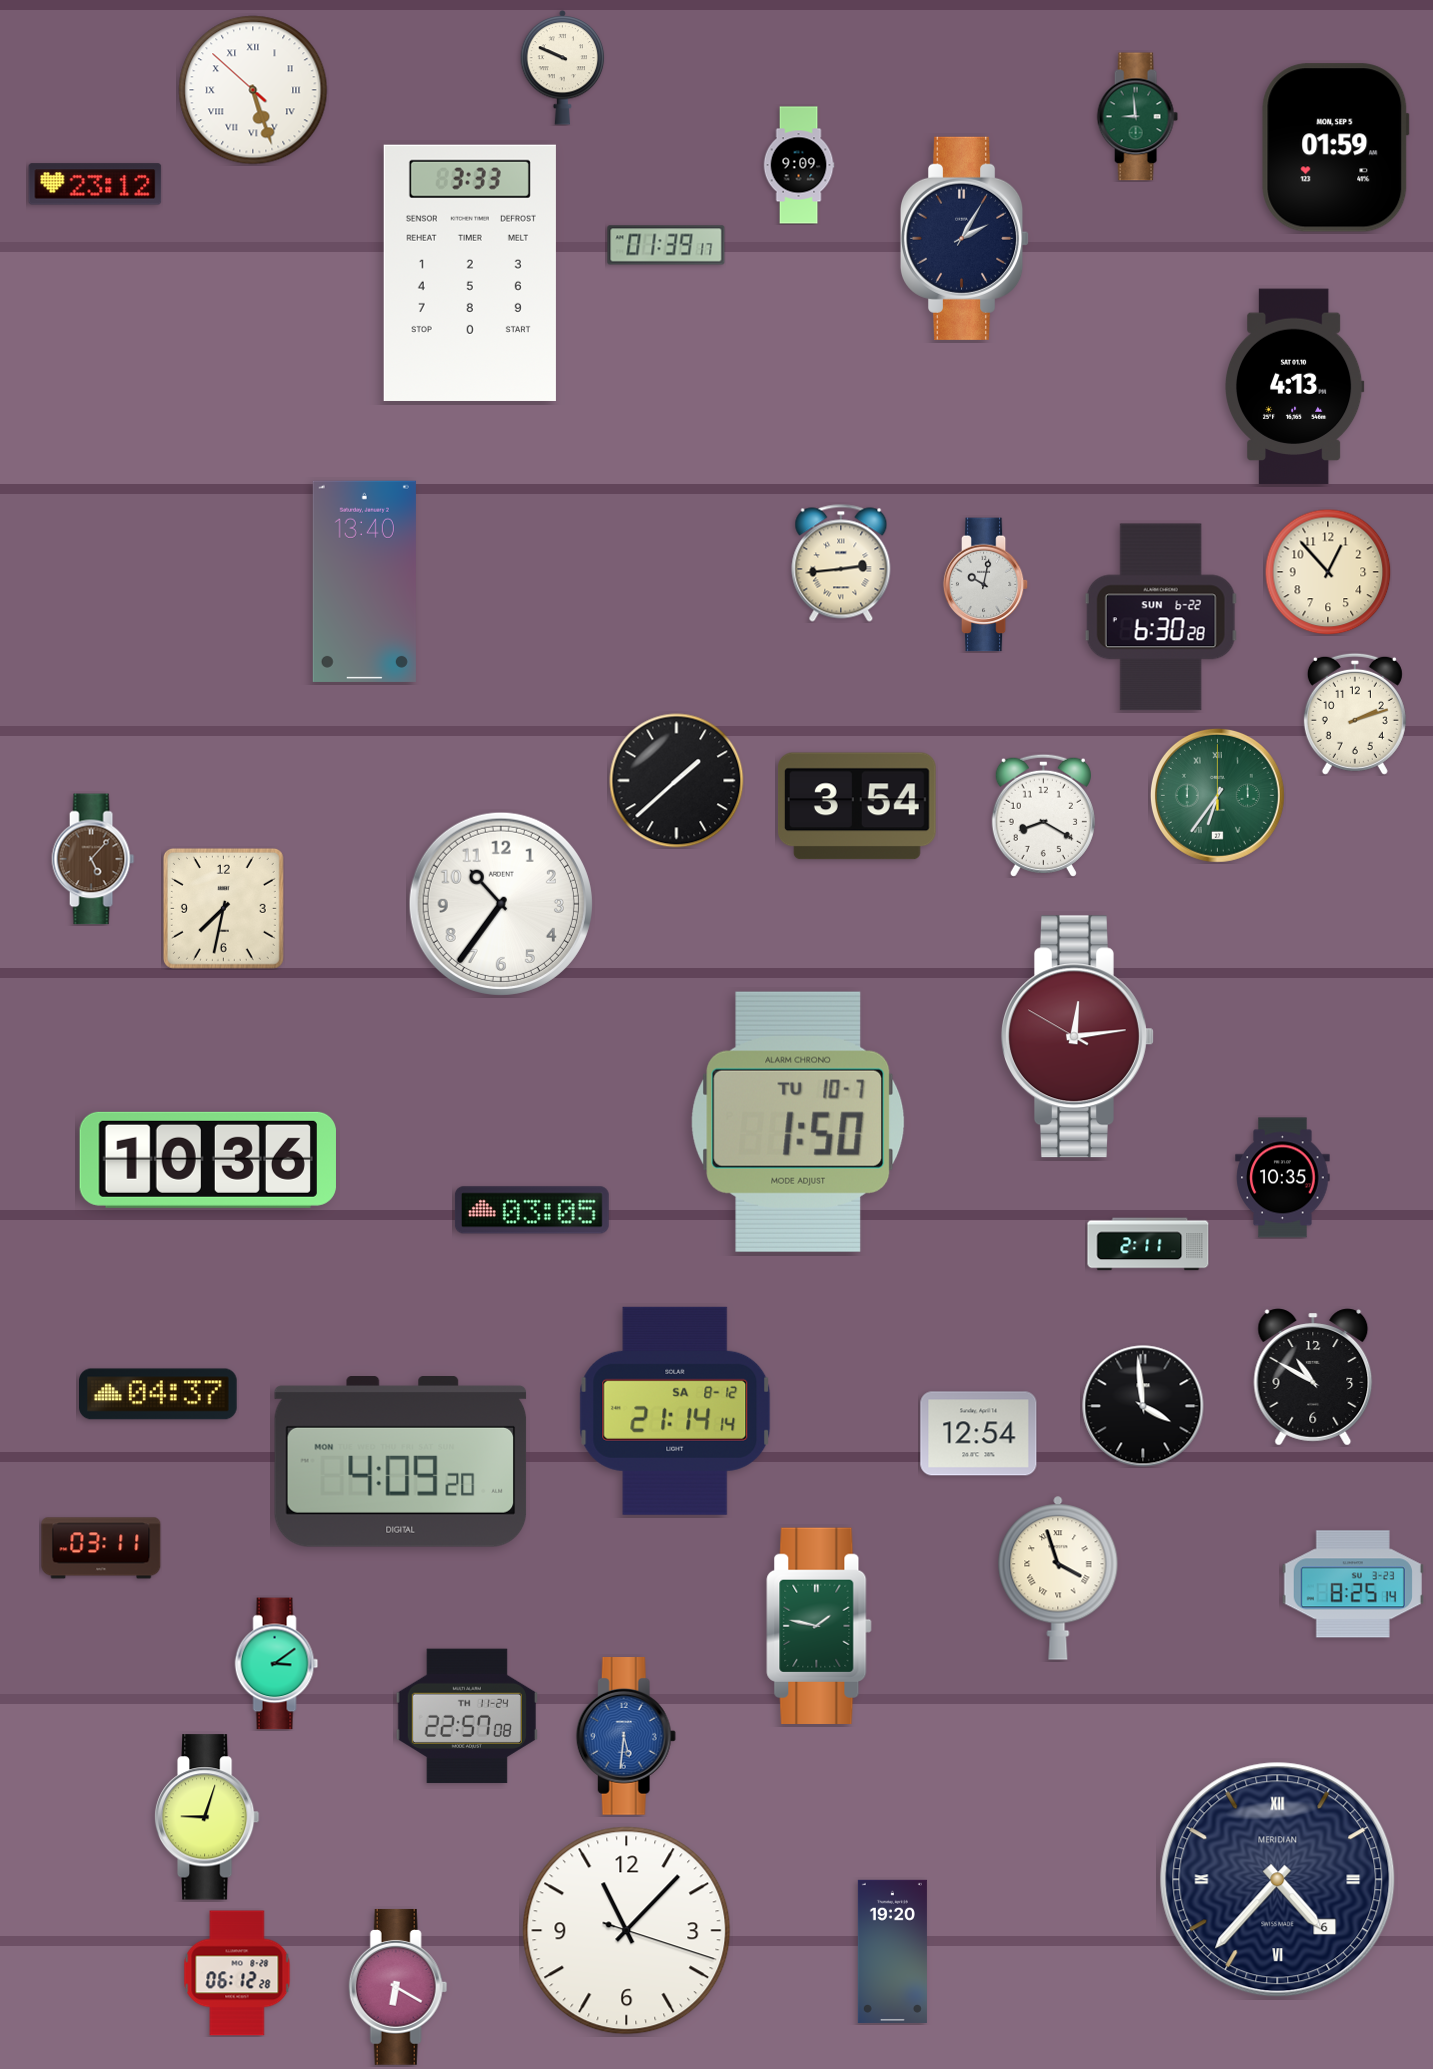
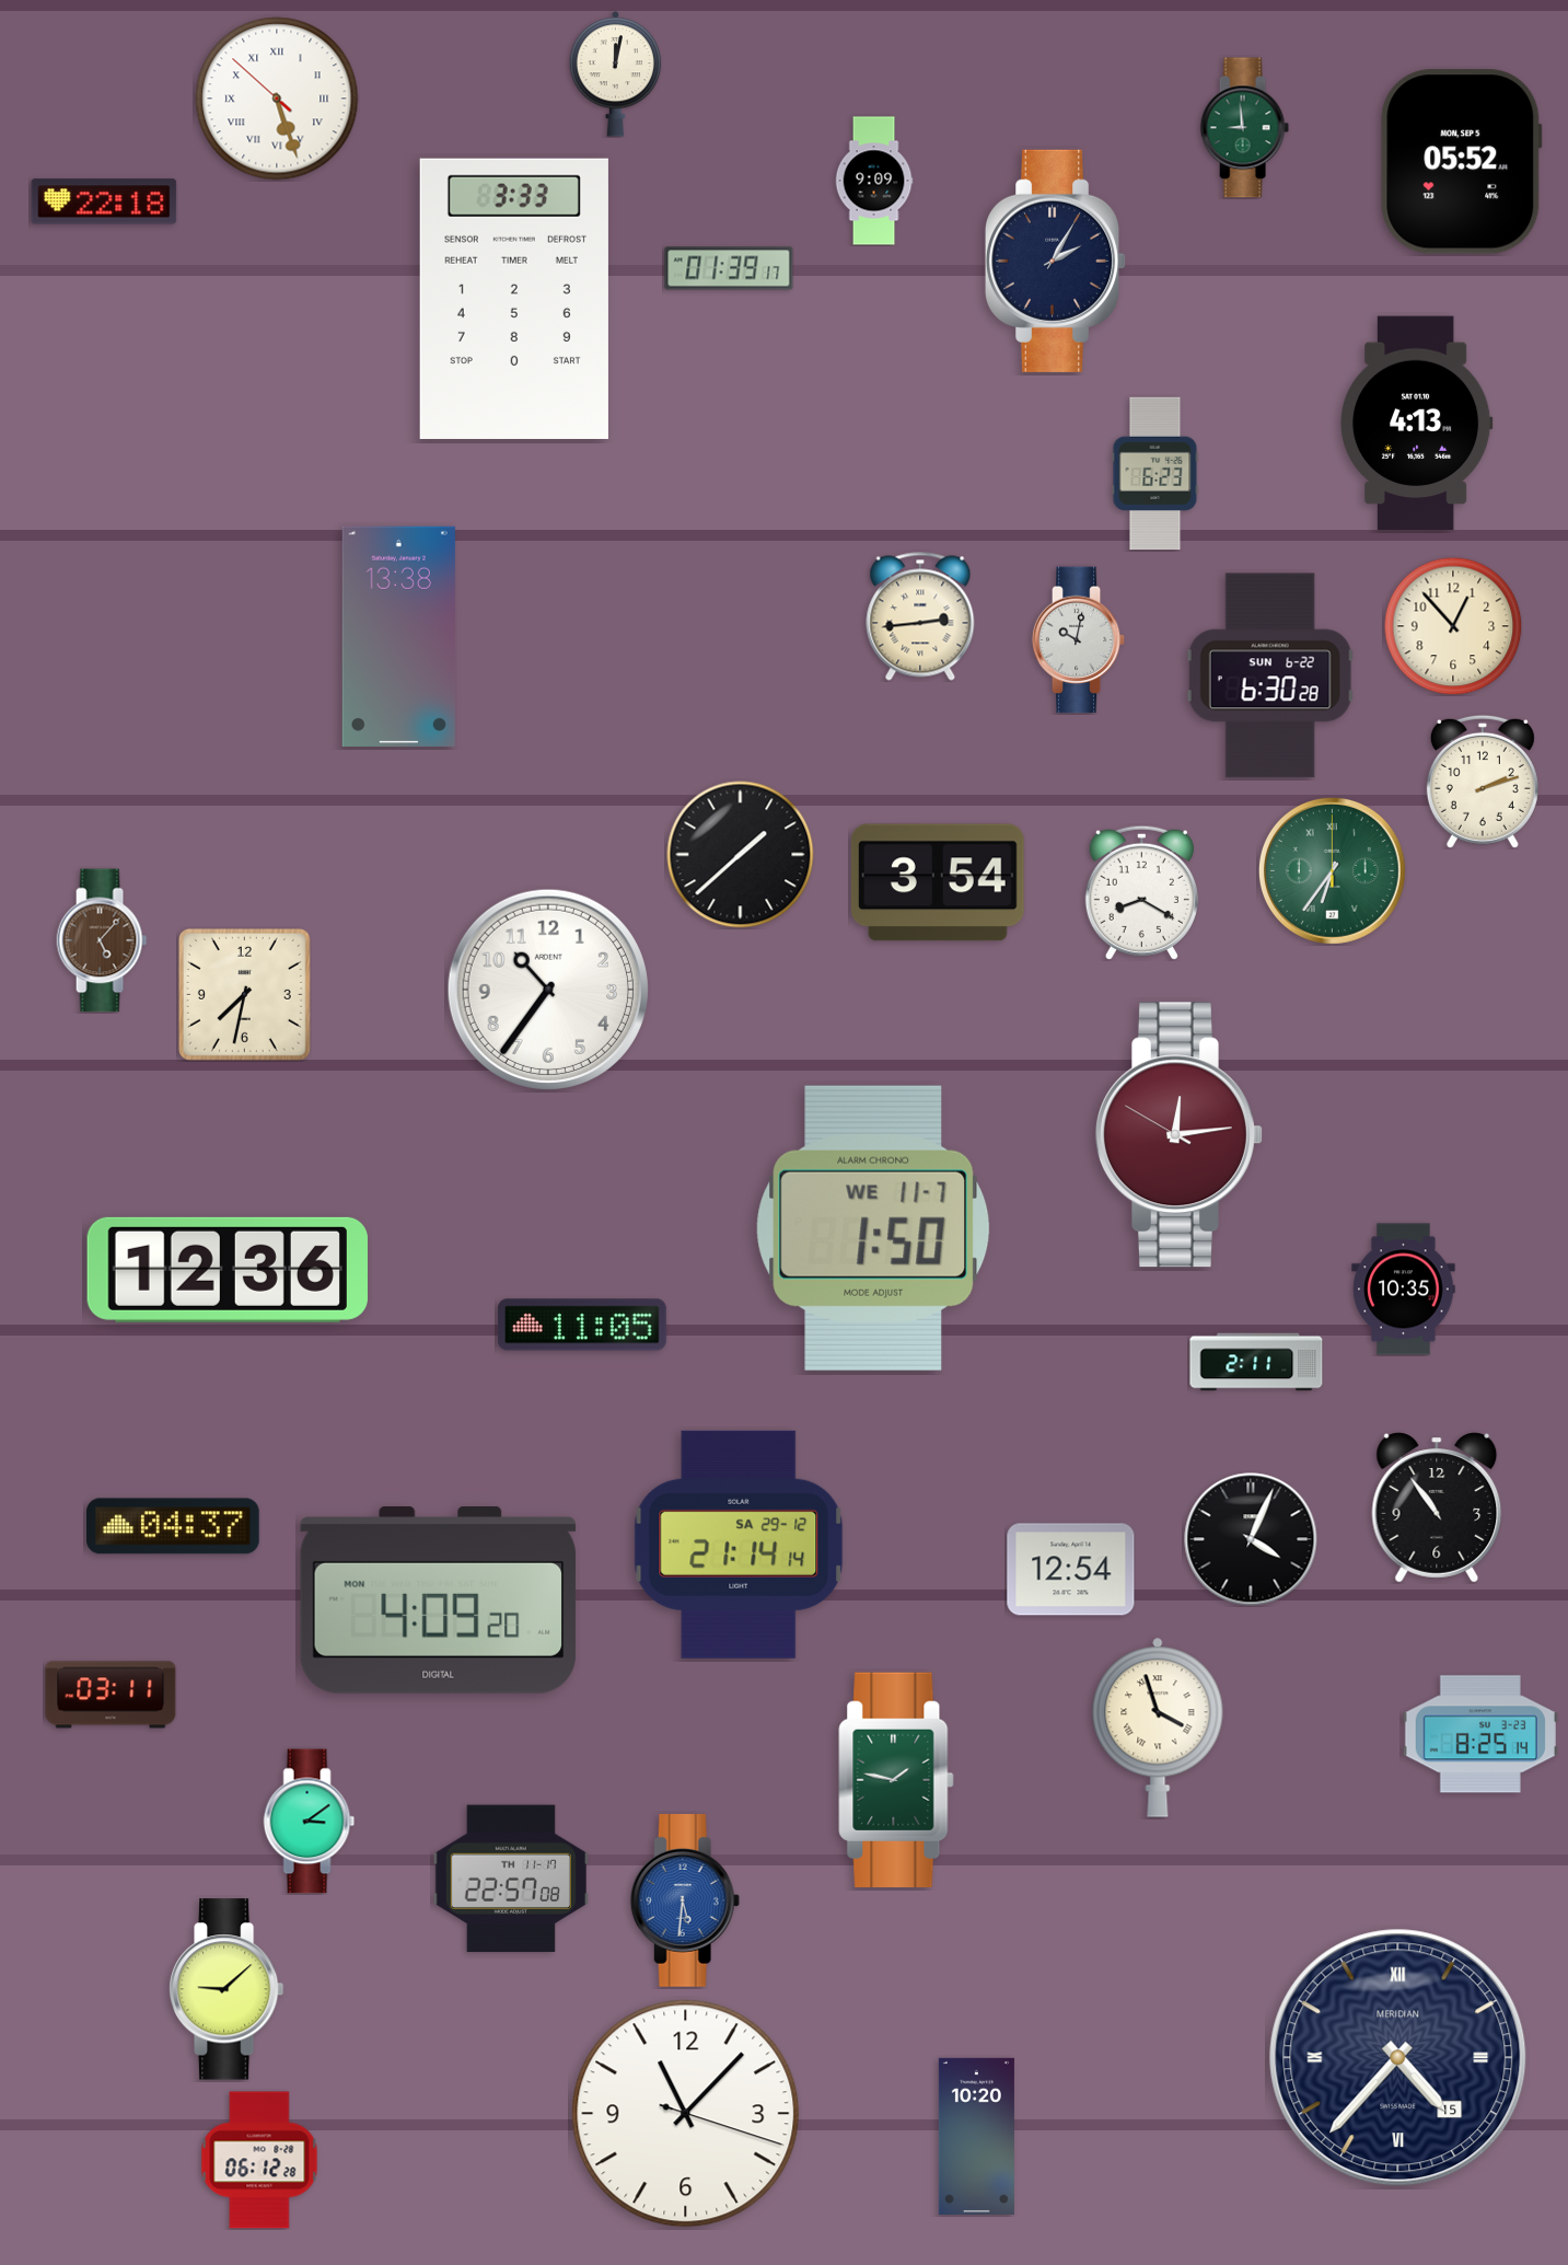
clock at (563, 67): 9:49 -> 12:02
clock at (1336, 148): 01:59 -> 05:52
clock at (95, 184): 23:12 -> 22:18
clock at (1155, 474): none -> 6:23
clock at (364, 581): 13:40 -> 13:38
clock at (798, 1122) date: TU 10-7 -> WE 11-7
clock at (208, 1160): 10:36 -> 12:36
clock at (532, 1210): 03:05 -> 11:05
clock at (1313, 1377): 10:50 -> 10:54
clock at (1143, 1406): 3:59 -> 4:04
clock at (675, 1411) date: SA 8-12 -> SA 29-12
clock at (277, 1664) position: (277, 1664) -> (310, 1822)
clock at (467, 1716) date: TH 11-24 -> TH 11-17
clock at (207, 1817): 9:03 -> 9:08
clock at (1278, 1880) date: 6 -> 15
clock at (892, 1951): 19:20 -> 10:20
clock at (398, 1987): 6:20 -> none
